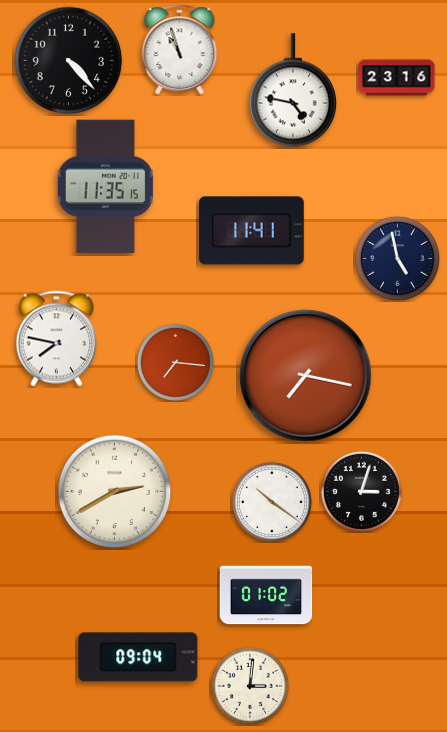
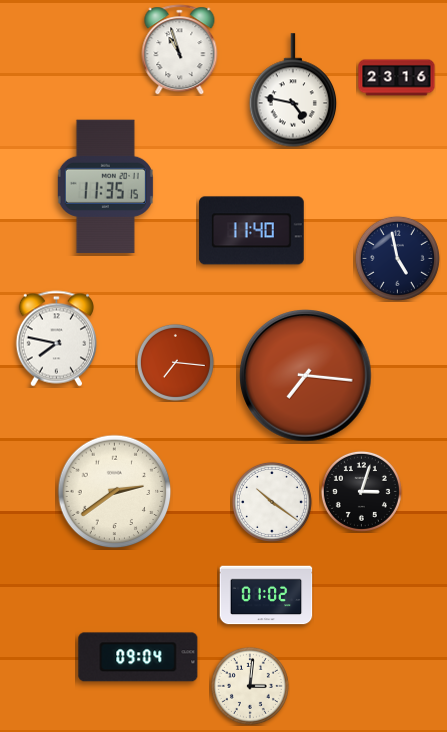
clock at (69, 61): 4:23 -> none
clock at (251, 231): 11:41 -> 11:40
clock at (306, 376): 7:17 -> 7:16
clock at (115, 492): 2:40 -> 2:39
